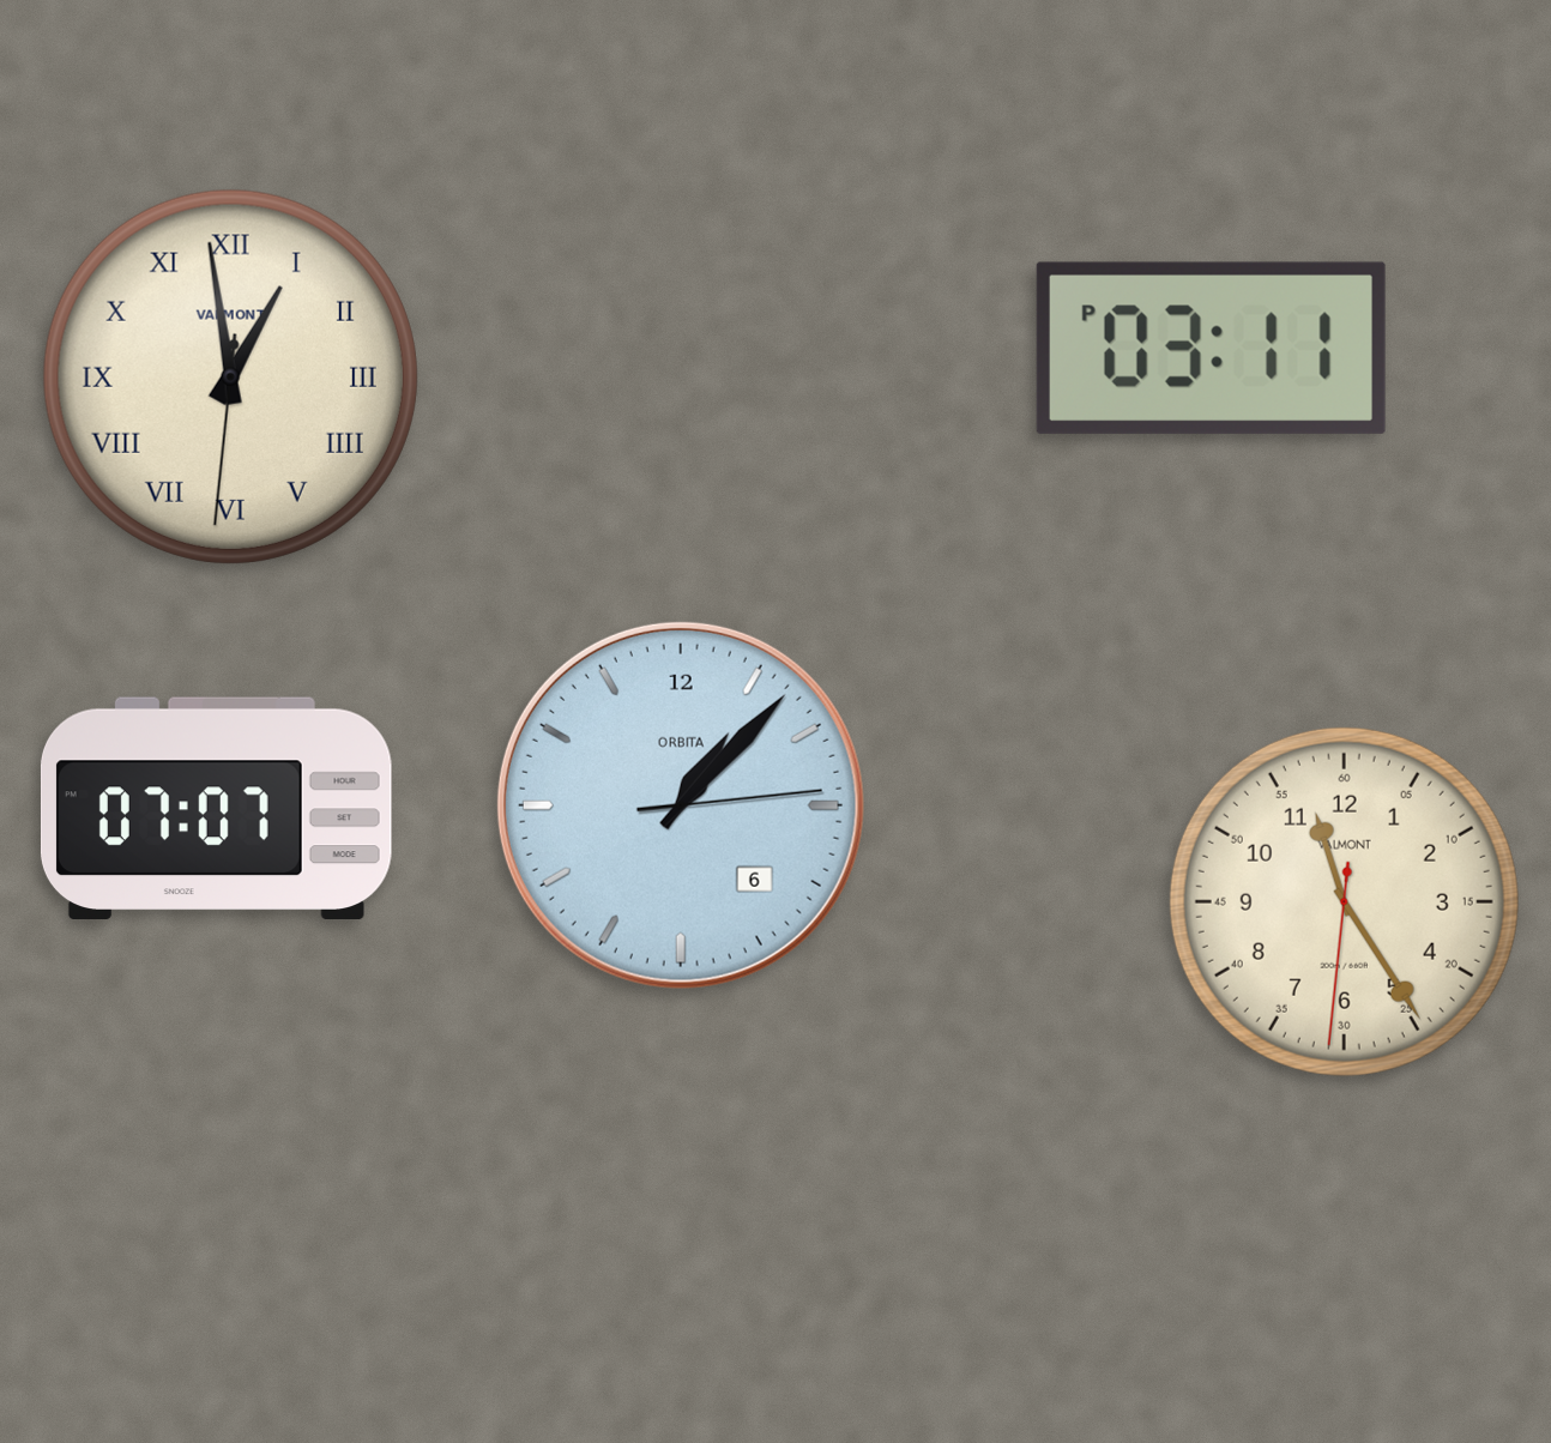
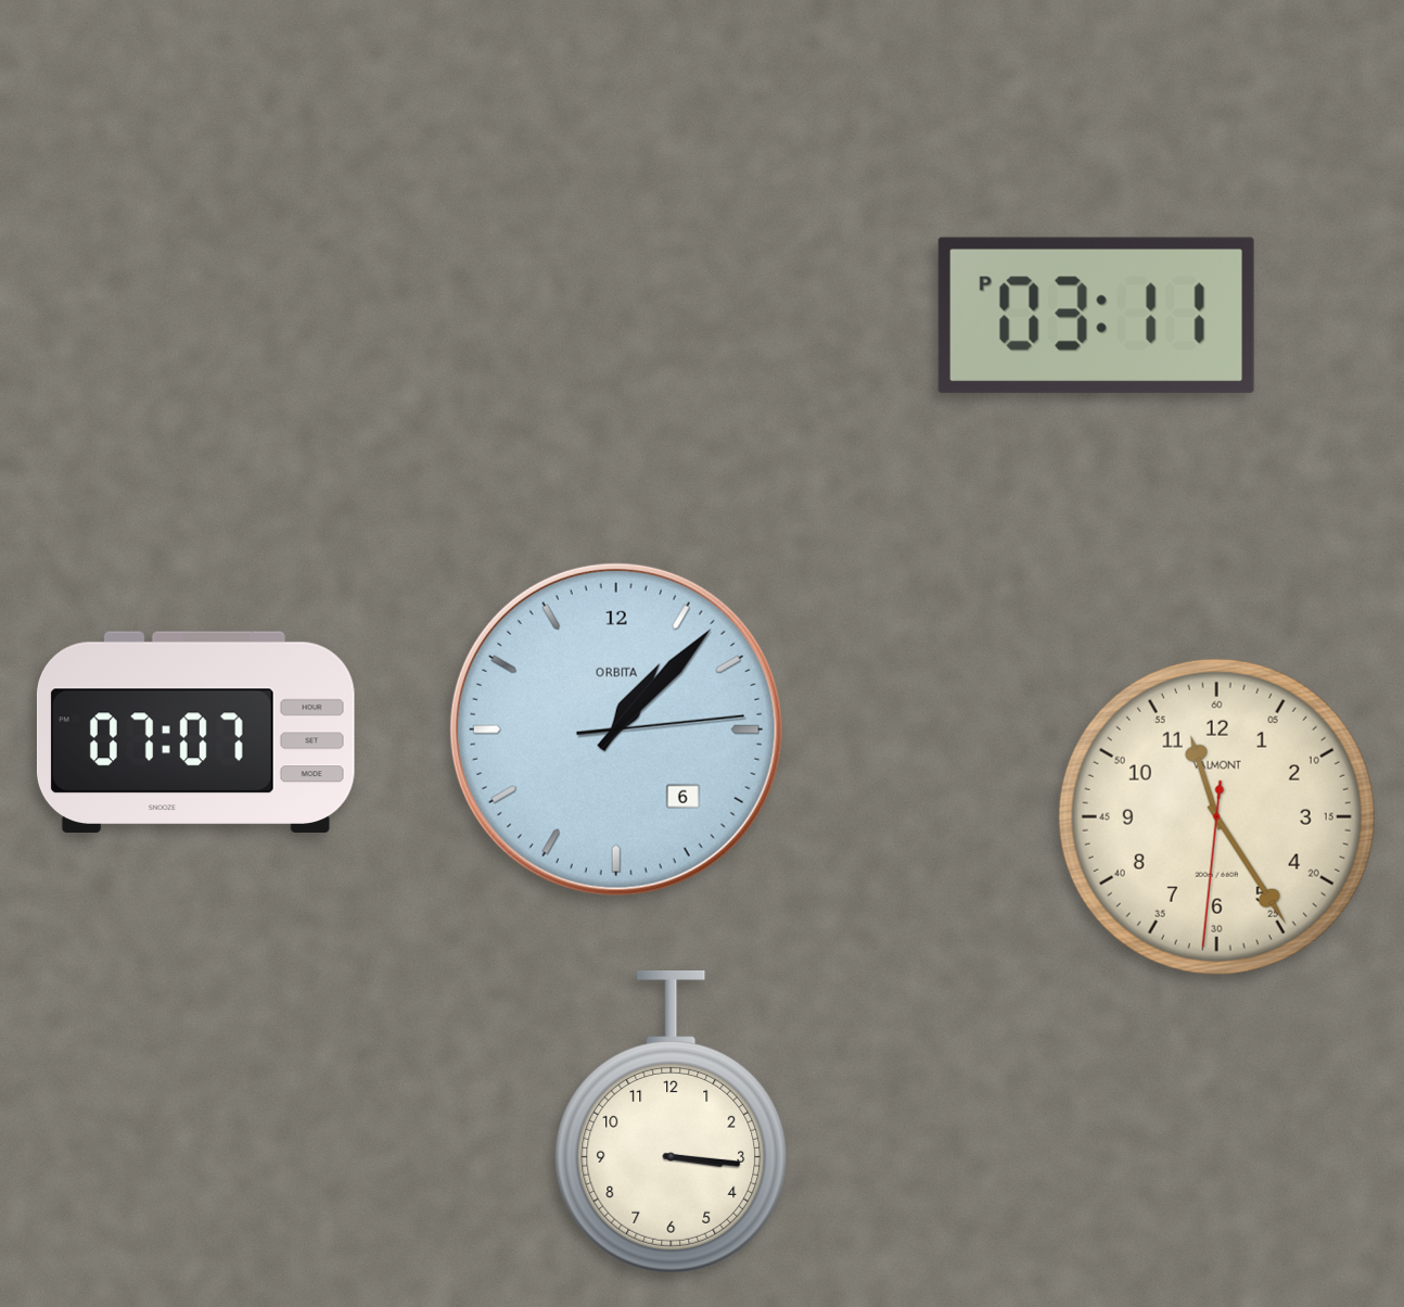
clock at (230, 376): 12:58 -> none
clock at (672, 1121): none -> 3:16
